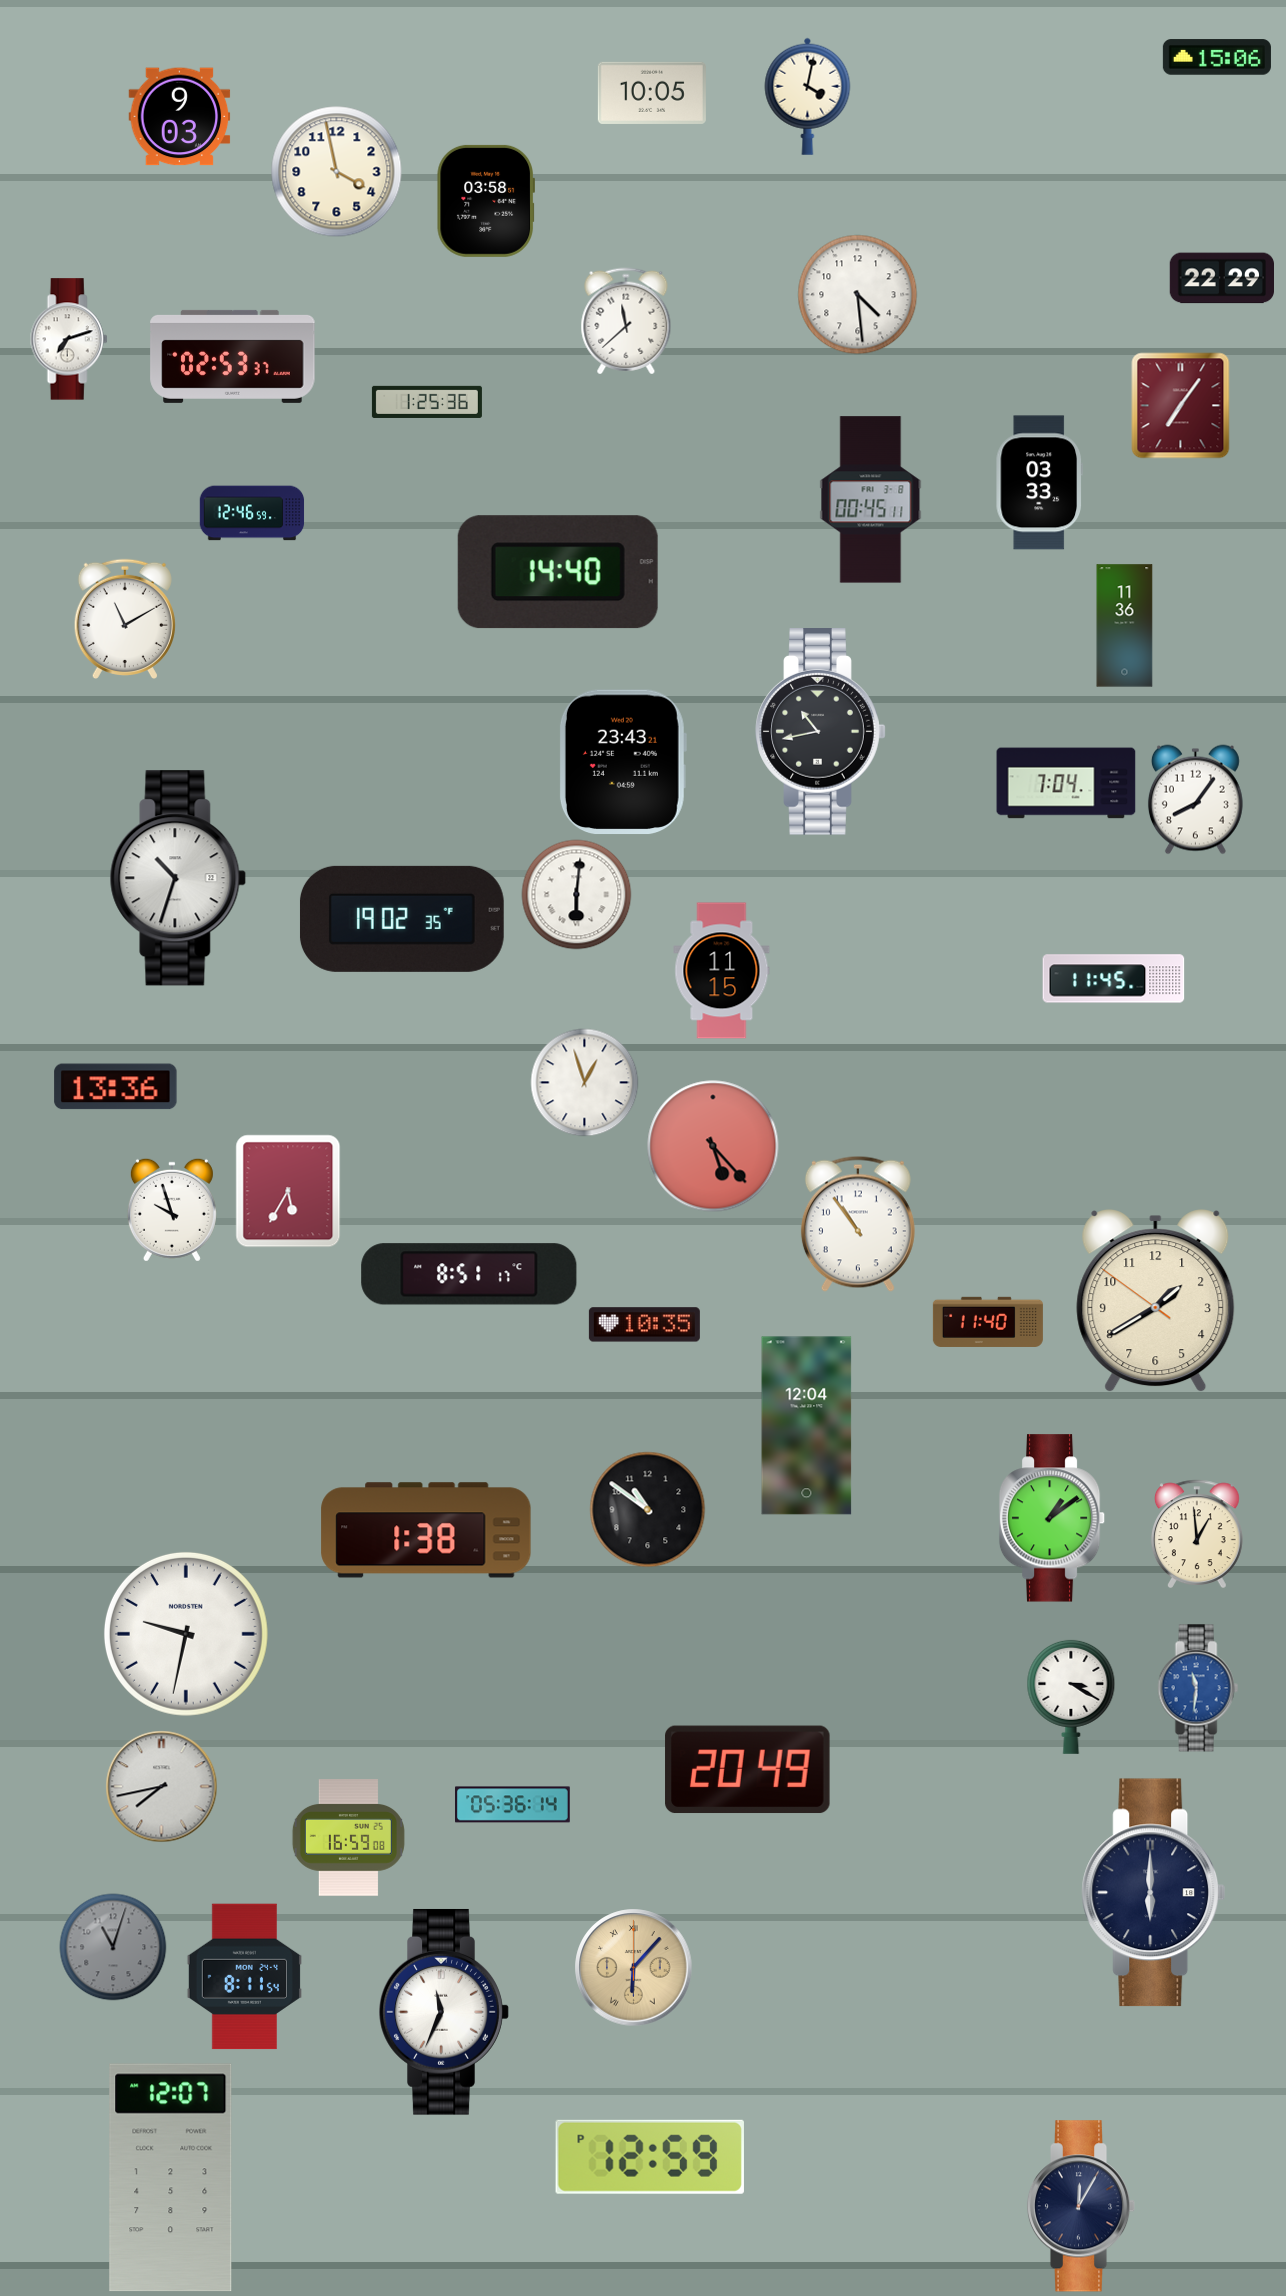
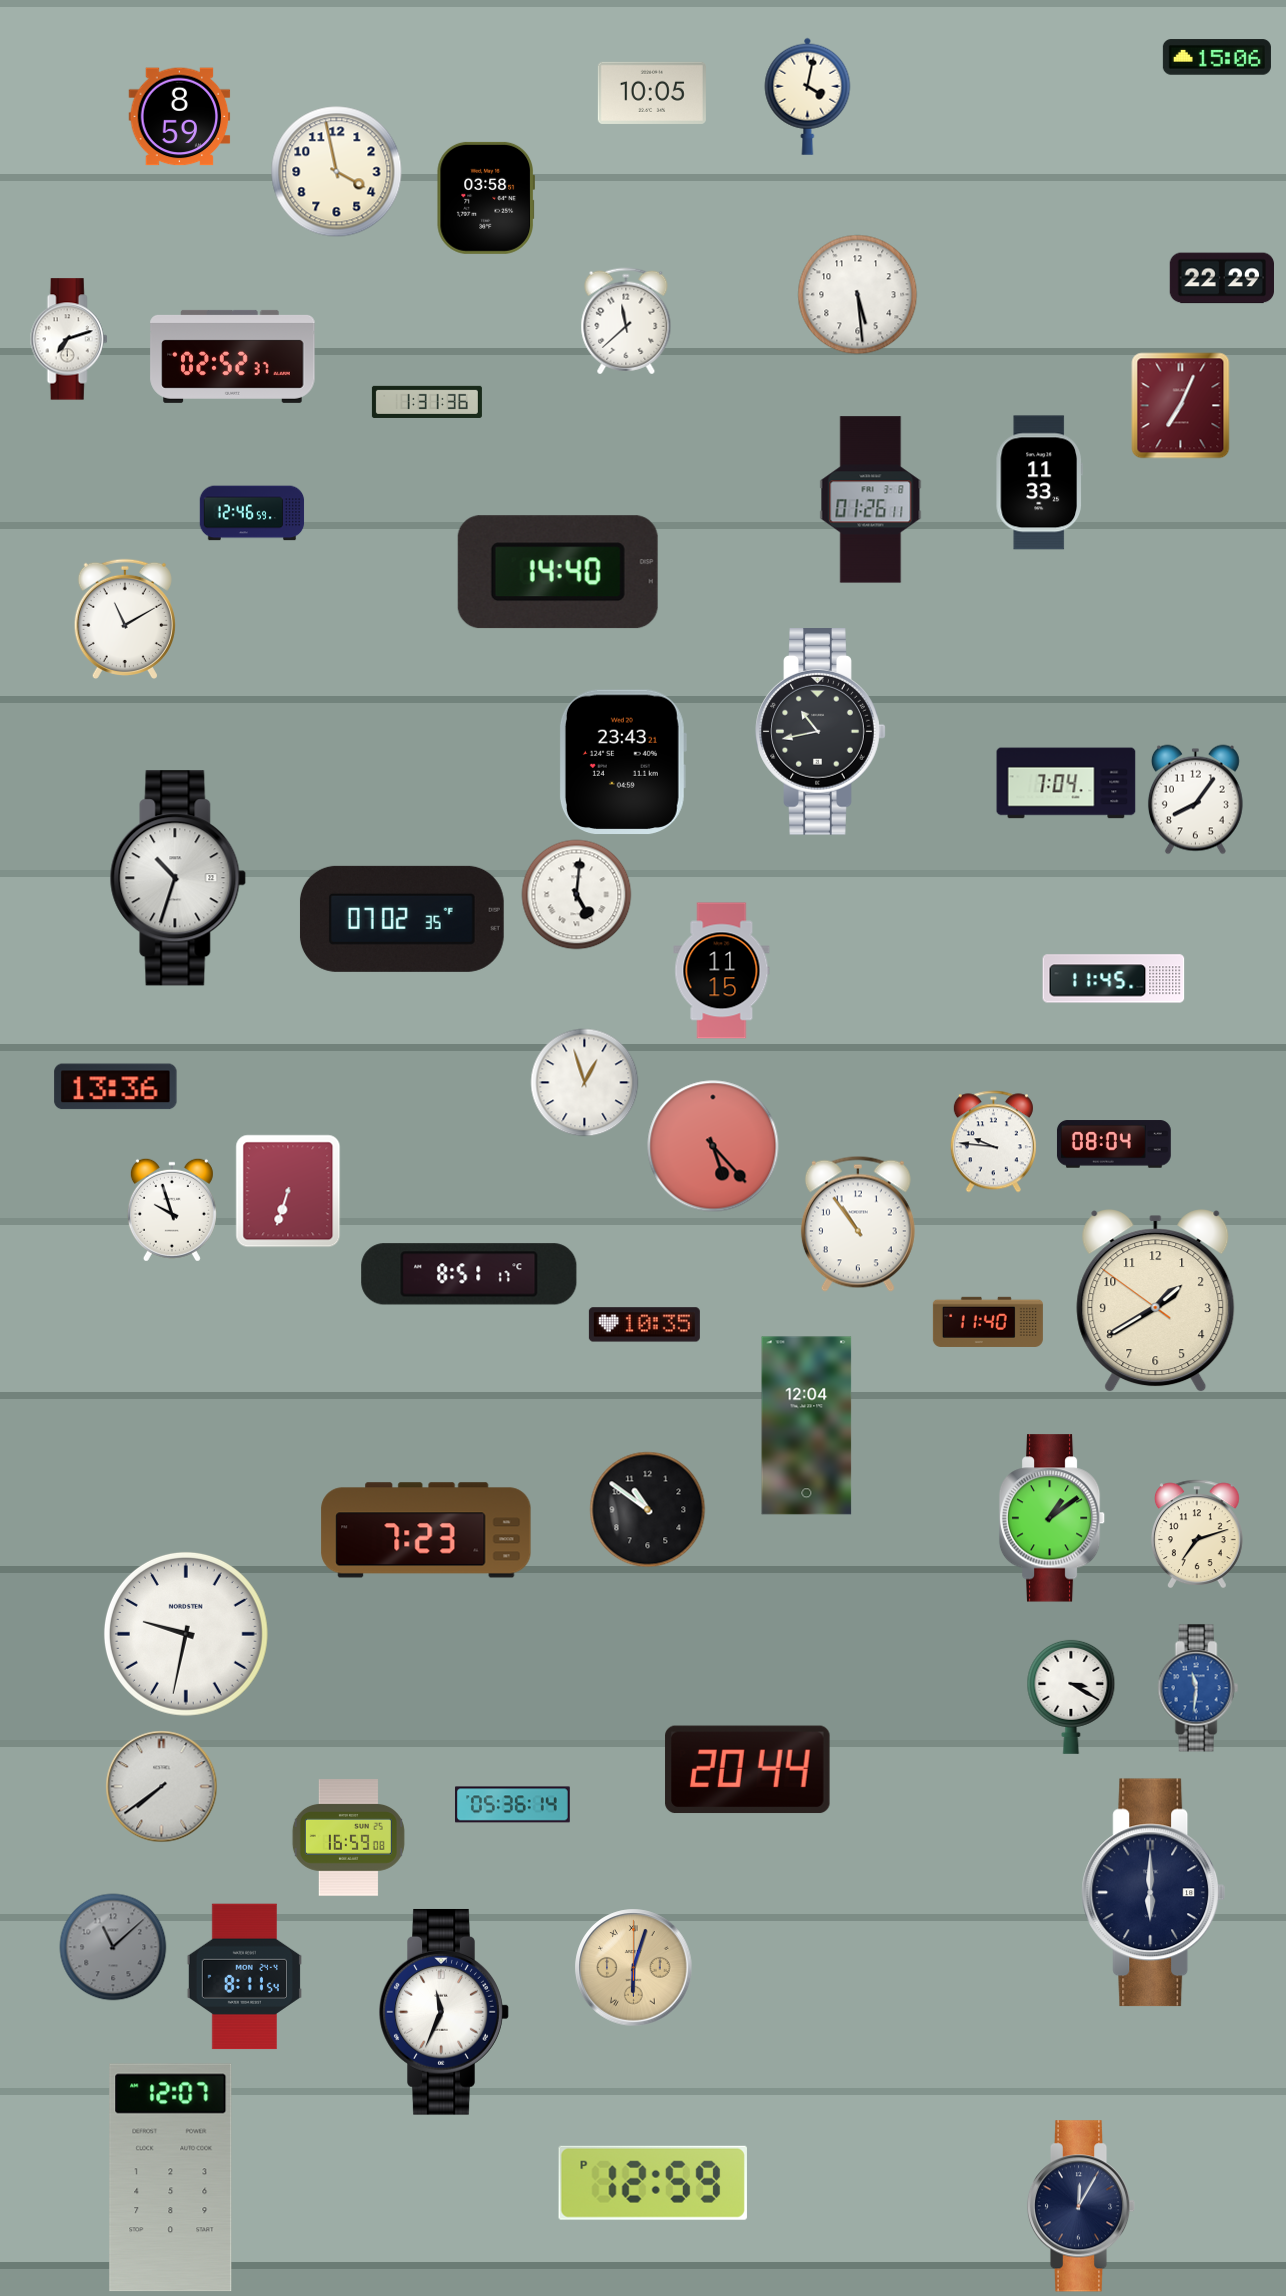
clock at (180, 117): 9:03 -> 8:59
clock at (485, 201) position: (485, 201) -> (485, 198)
clock at (858, 295): 4:29 -> 5:29
clock at (233, 356): 02:53 -> 02:52
clock at (427, 402): 1:25 -> 1:31
clock at (1181, 406): 7:06 -> 7:04
clock at (1039, 483): 03:33 -> 11:33
clock at (871, 500): 00:45 -> 01:26
clock at (1125, 626): 11:36 -> none
clock at (577, 895): 6:01 -> 5:01
clock at (402, 919): 19:02 -> 07:02
clock at (993, 1142): none -> 9:46
clock at (1114, 1144): none -> 08:04
clock at (288, 1191): 5:35 -> 6:33
clock at (426, 1530): 1:38 -> 7:23
clock at (1197, 1534): 12:59 -> 7:12
clock at (748, 1770): 20:49 -> 20:44
clock at (162, 1787): 7:43 -> 7:39
clock at (113, 1947): 11:03 -> 11:08
clock at (634, 1968): 6:07 -> 6:03
clock at (650, 2157) position: (650, 2157) -> (653, 2183)
